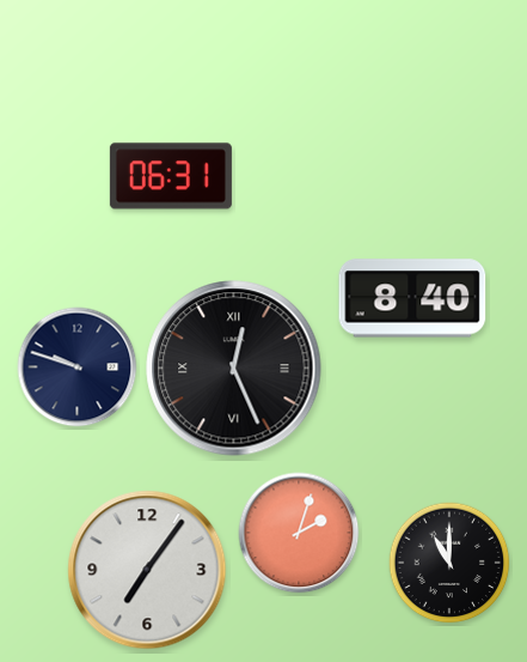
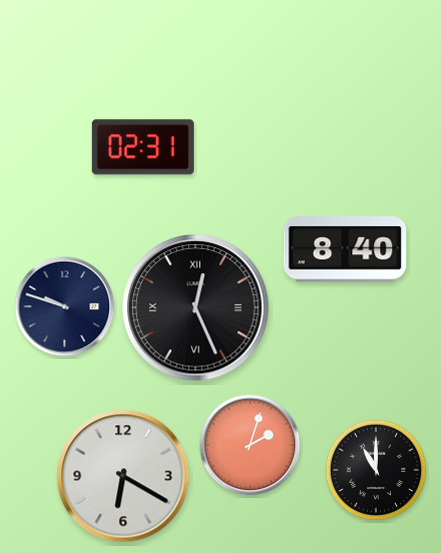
clock at (171, 176): 06:31 -> 02:31
clock at (147, 570): 7:06 -> 6:20
